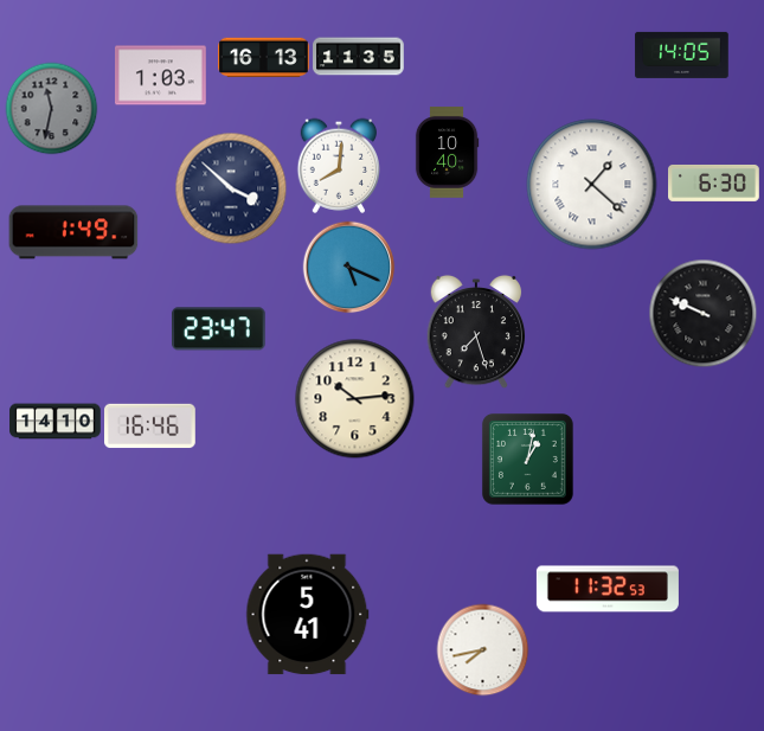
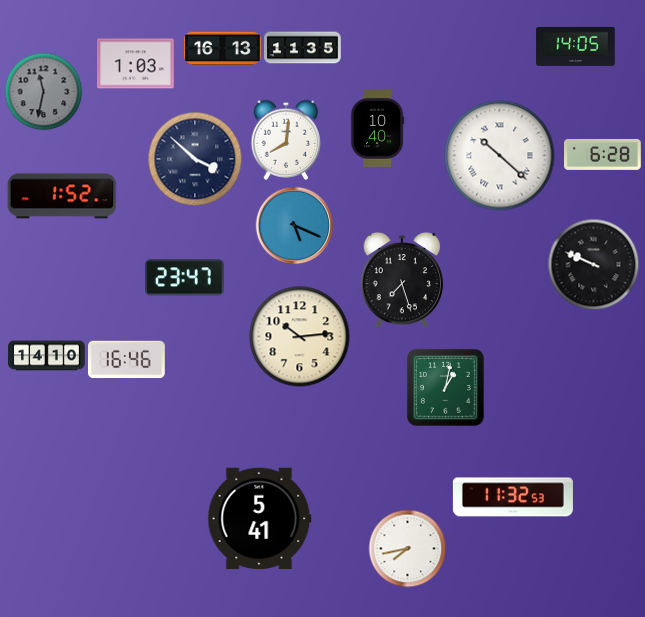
clock at (714, 182): 6:30 -> 6:28
clock at (592, 185): 1:22 -> 10:22
clock at (73, 232): 1:49 -> 1:52
